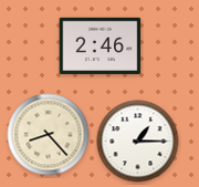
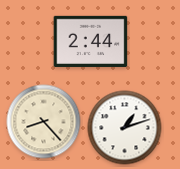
clock at (101, 45): 2:46 -> 2:44
clock at (138, 142): 1:15 -> 1:12
